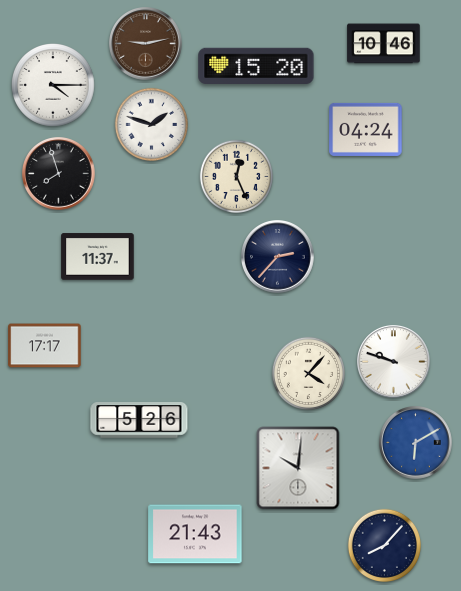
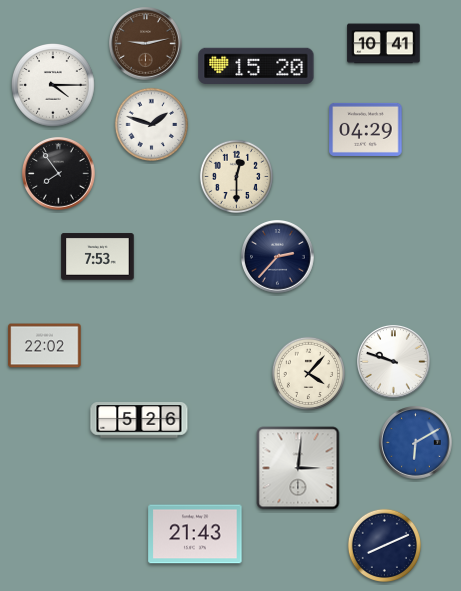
clock at (384, 44): 10:46 -> 10:41
clock at (366, 129): 04:24 -> 04:29
clock at (59, 174): 7:57 -> 7:54
clock at (237, 177): 12:26 -> 12:30
clock at (98, 257): 11:37 -> 7:53
clock at (45, 346): 17:17 -> 22:02
clock at (298, 468): 10:01 -> 3:01
clock at (385, 546): 8:07 -> 8:11
